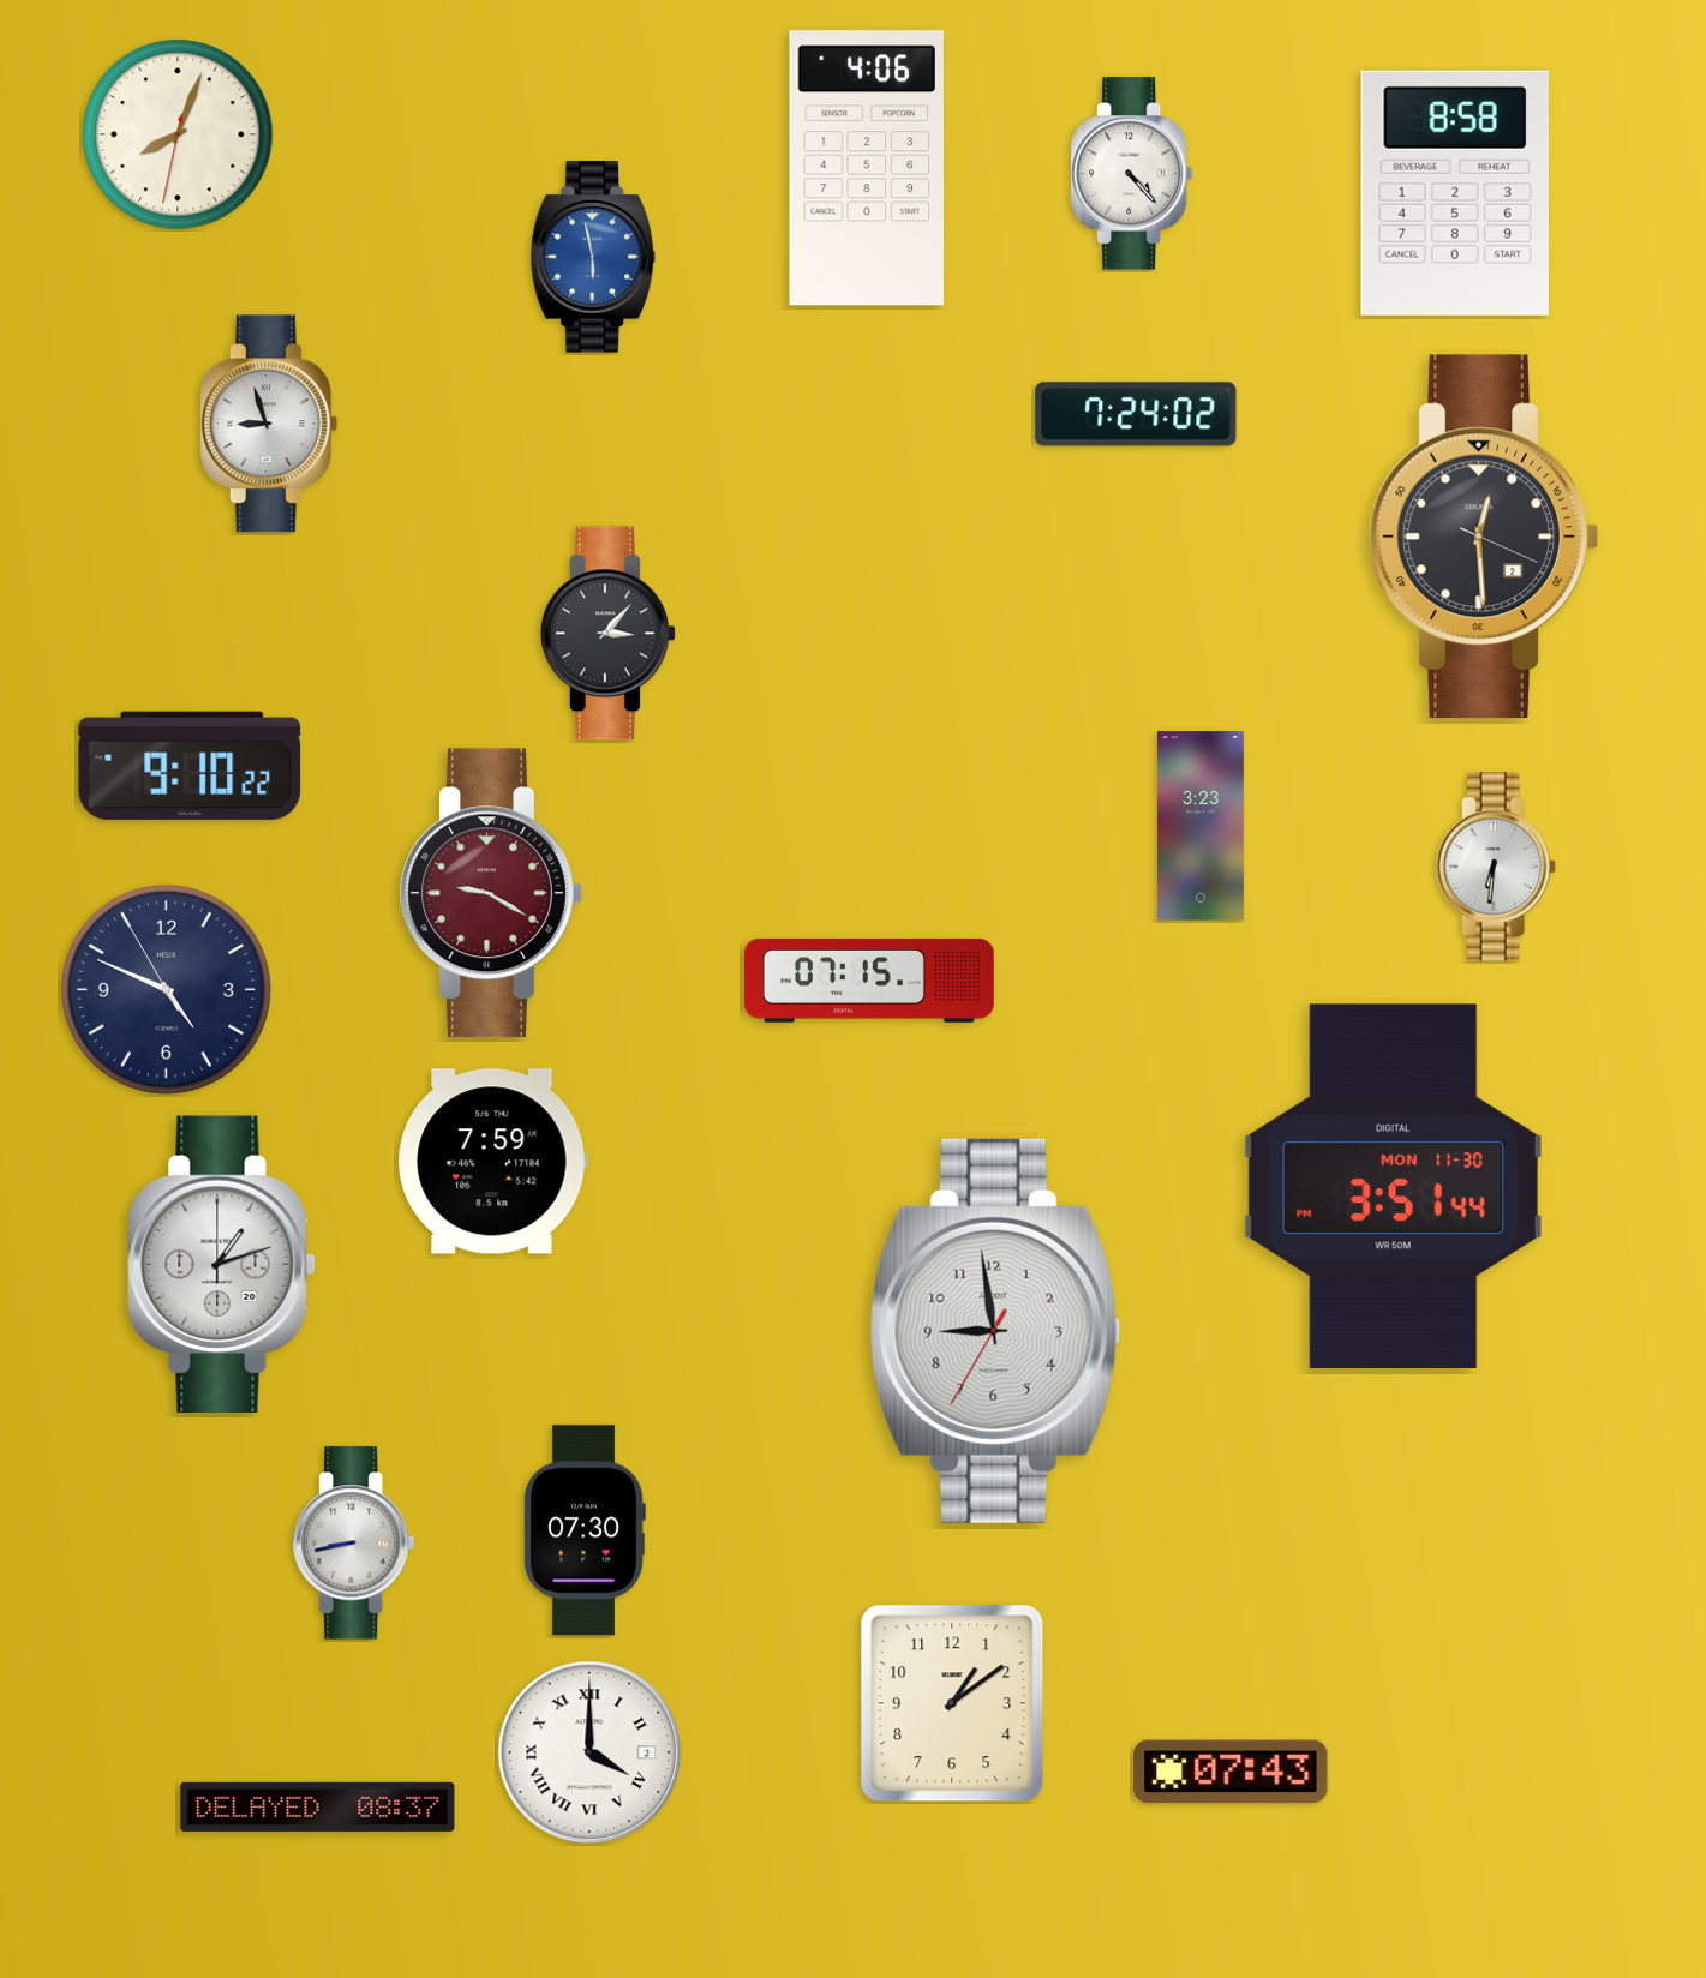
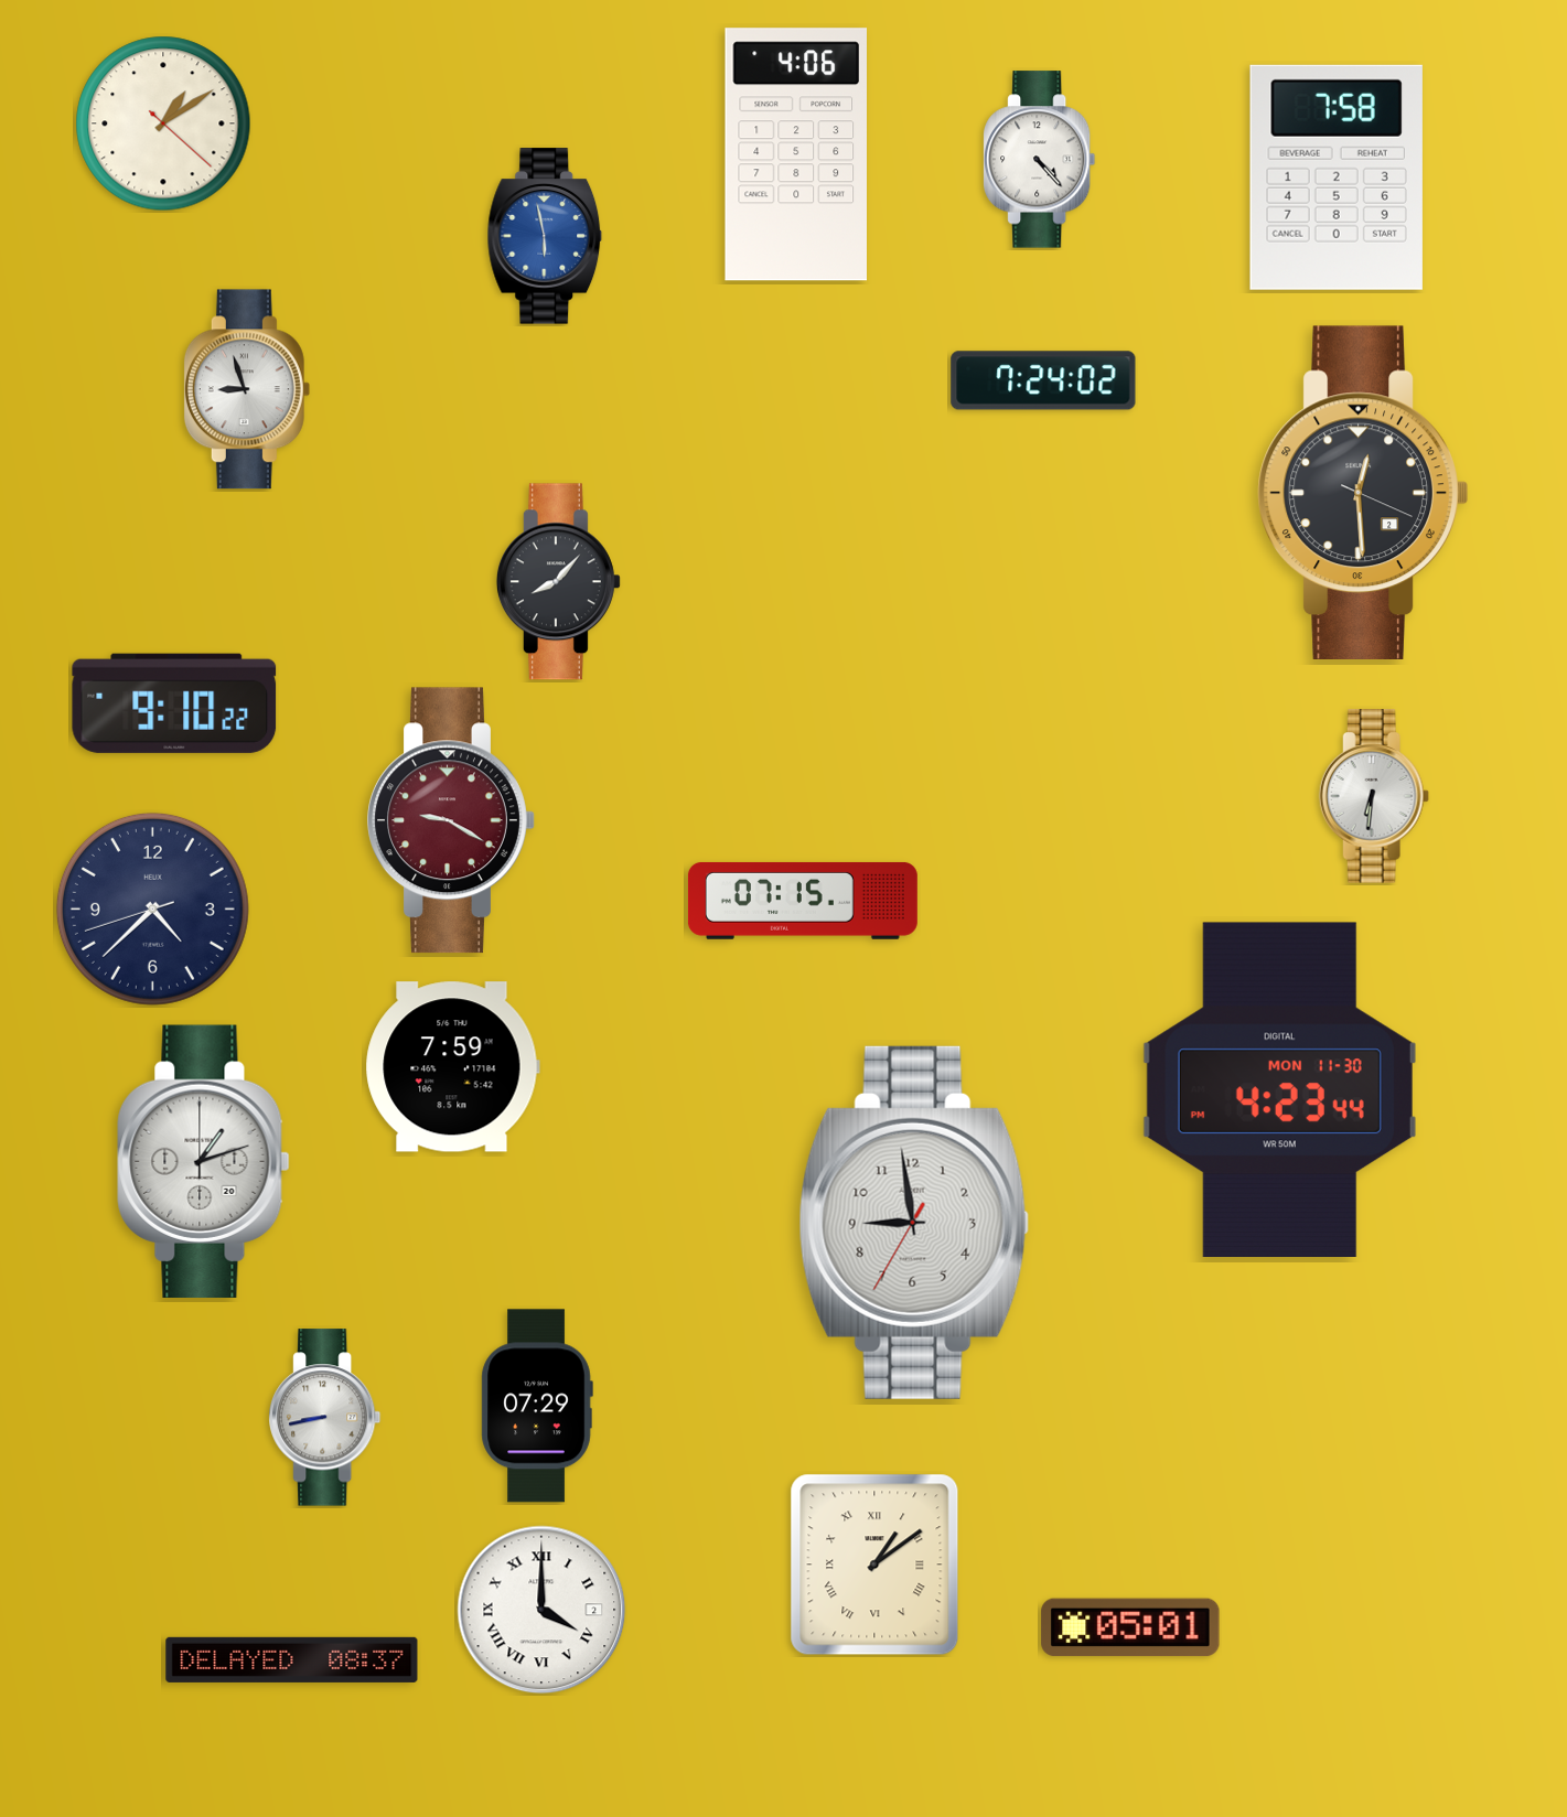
clock at (178, 134): 8:03 -> 1:09
clock at (1455, 193): 8:58 -> 7:58
clock at (607, 634): 3:07 -> 8:07
clock at (1201, 826): 3:23 -> none
clock at (869, 981) position: (869, 981) -> (803, 901)
clock at (166, 989): 4:48 -> 4:37
clock at (1393, 1186): 3:51 -> 4:23
clock at (585, 1530): 07:30 -> 07:29
clock at (952, 1703) numerals: Arabic -> Roman
clock at (1231, 1772): 07:43 -> 05:01
